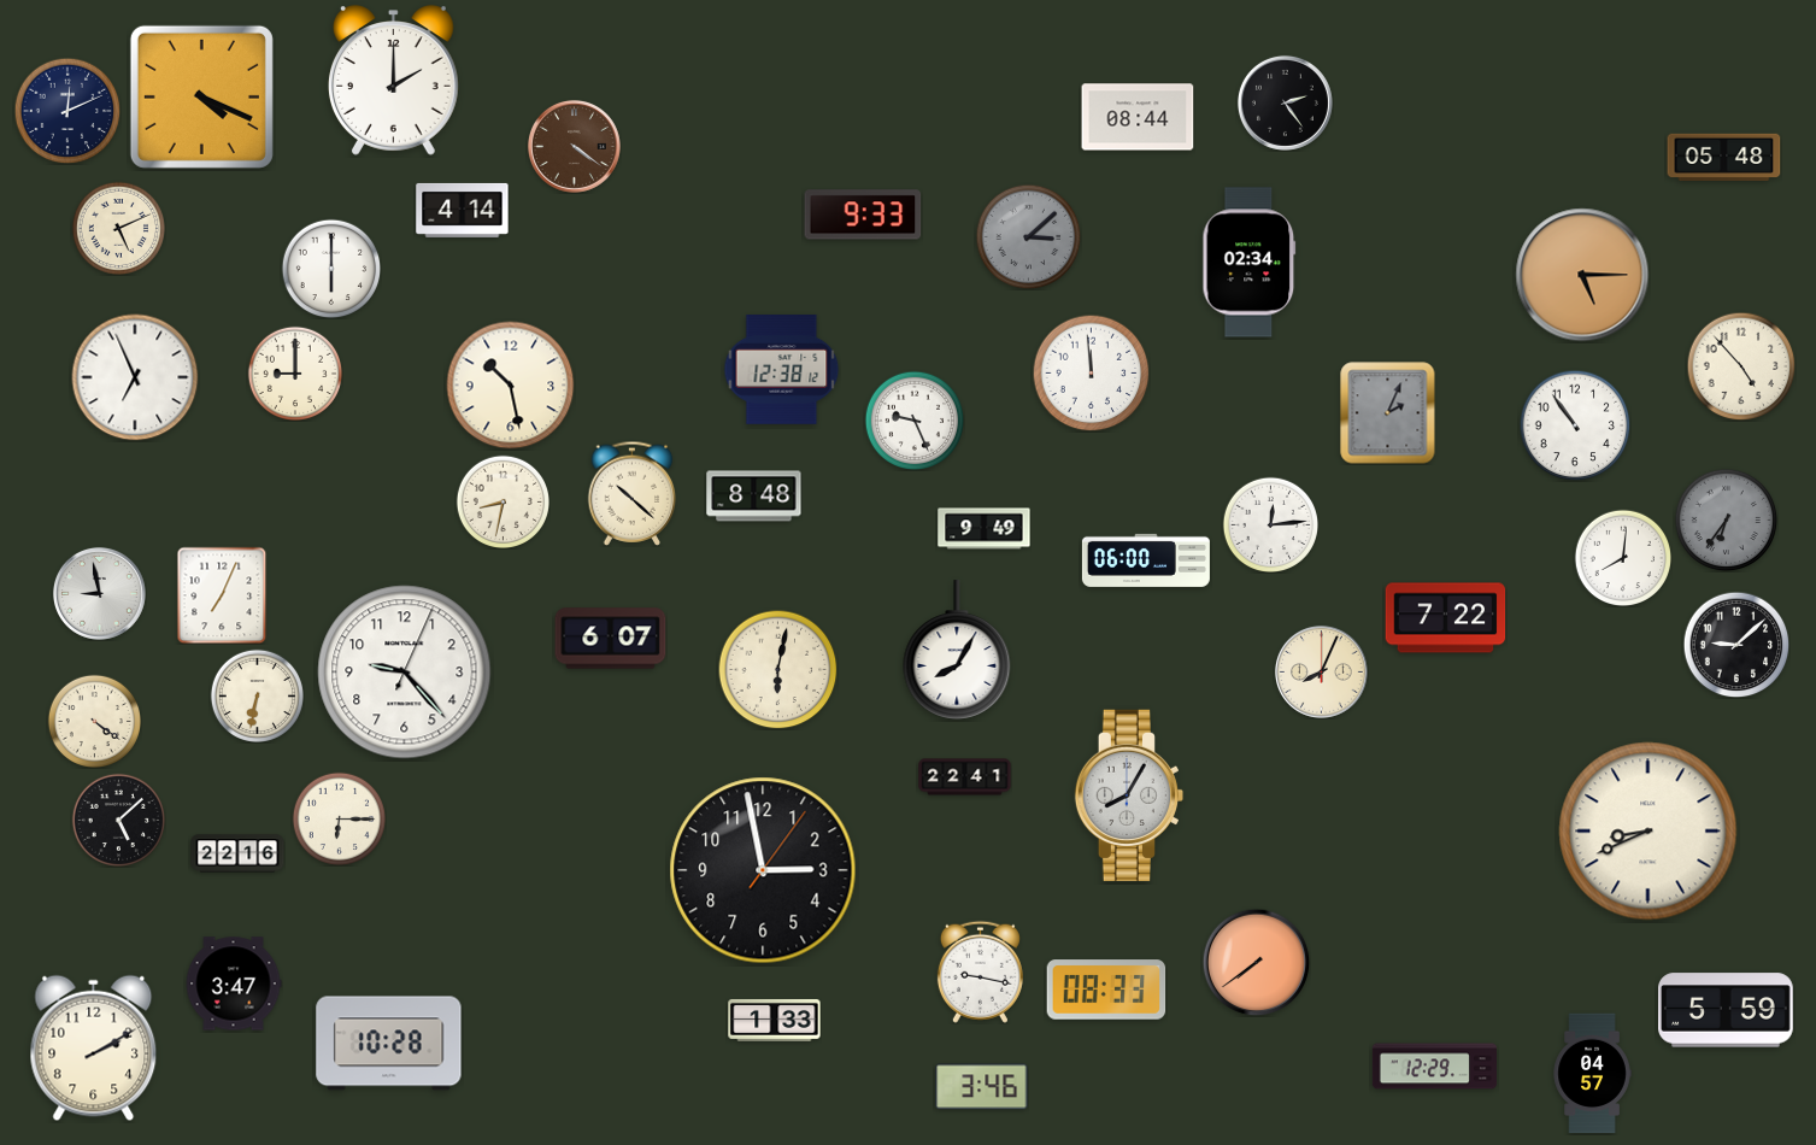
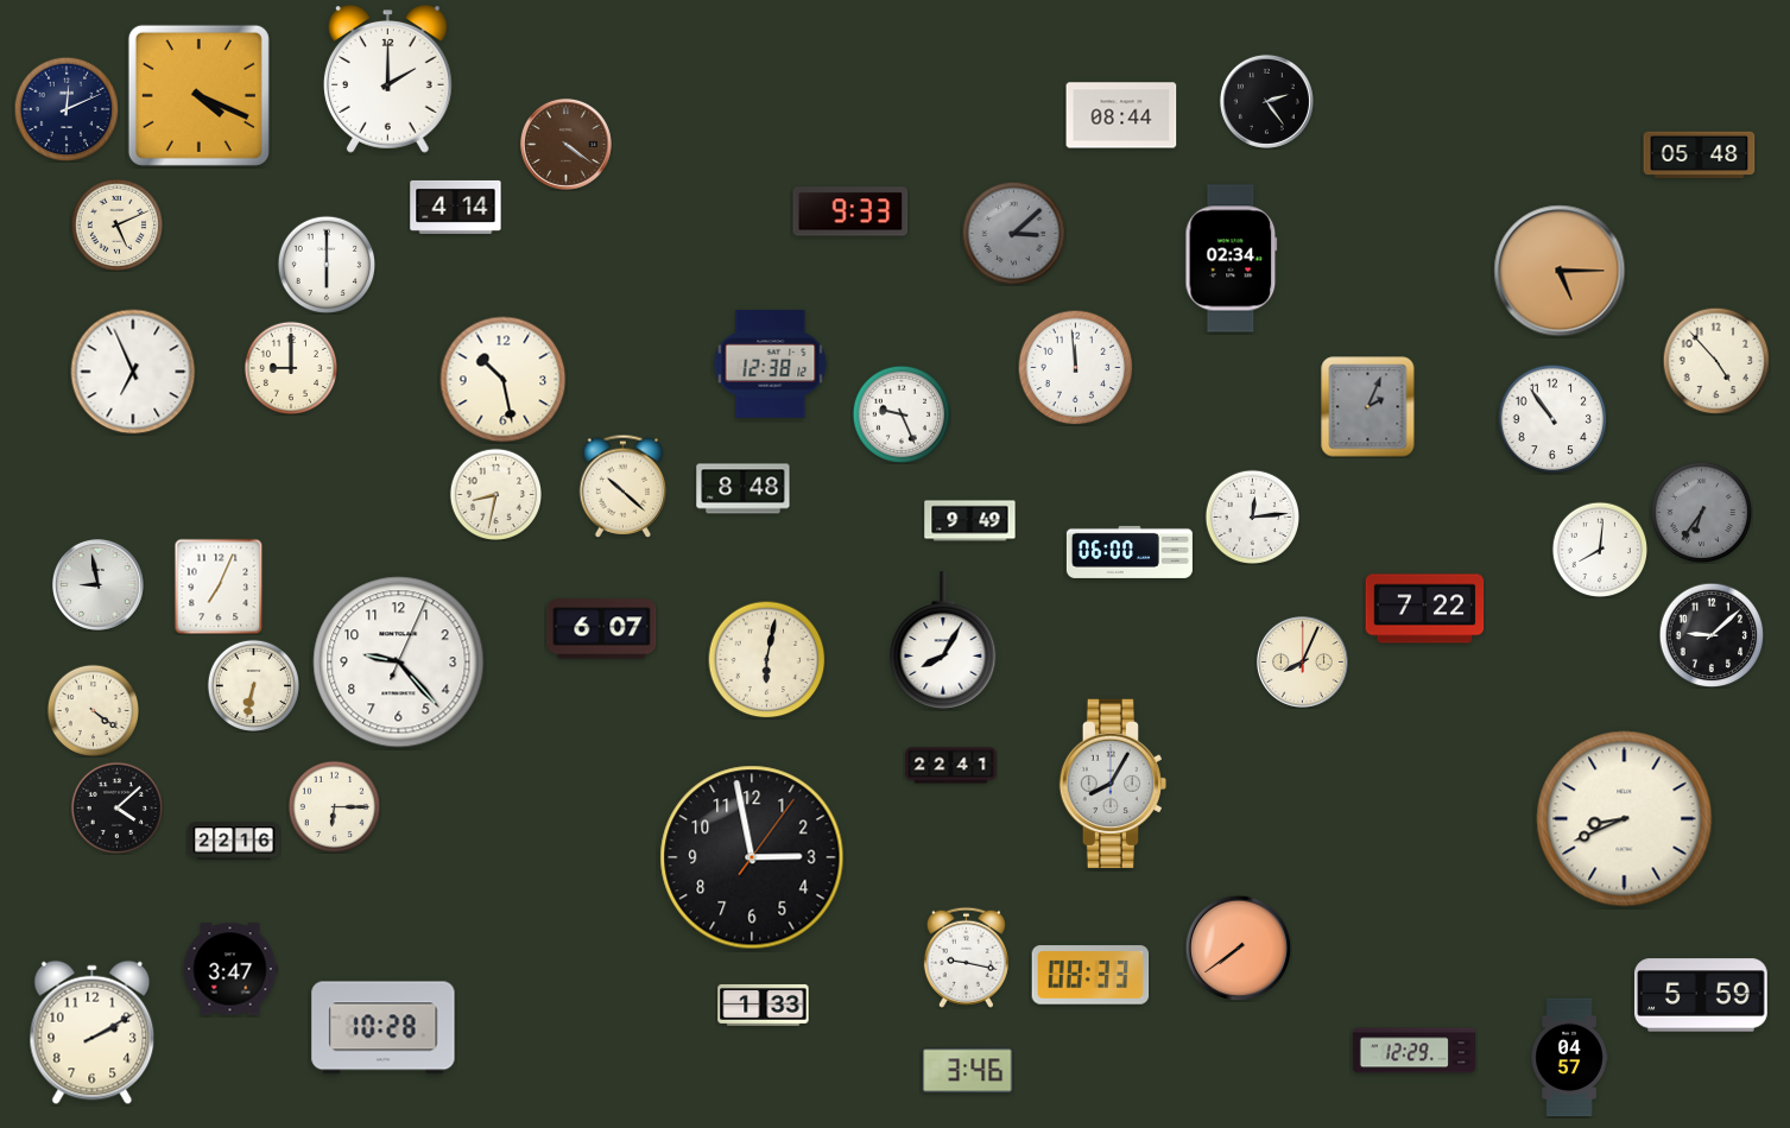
clock at (118, 820): 5:08 -> 4:08
